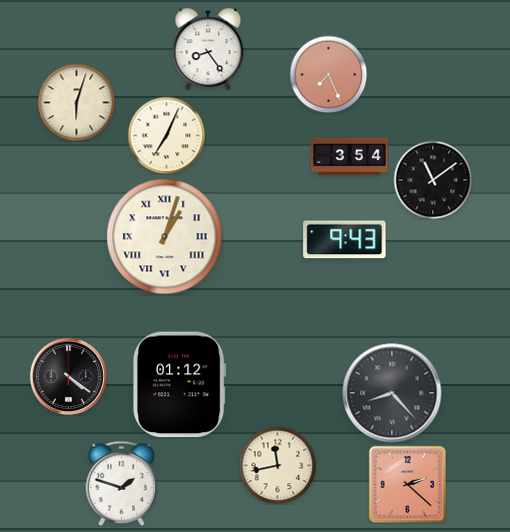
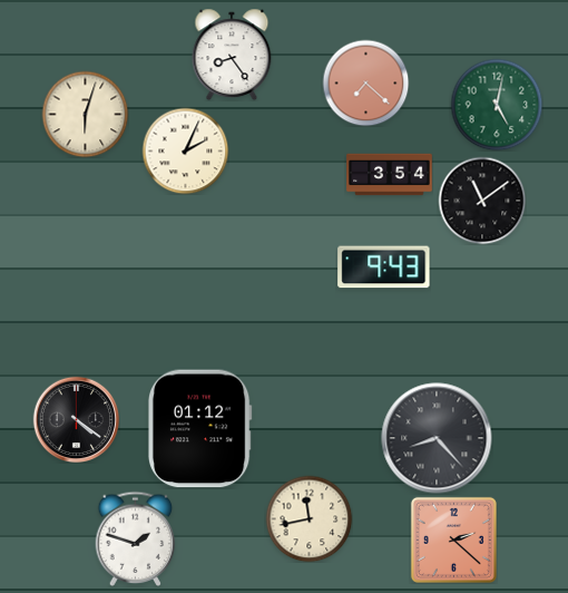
clock at (328, 74): 7:26 -> 7:22
clock at (497, 105): none -> 5:02
clock at (166, 135): 7:04 -> 2:04
clock at (165, 237): 1:03 -> none
